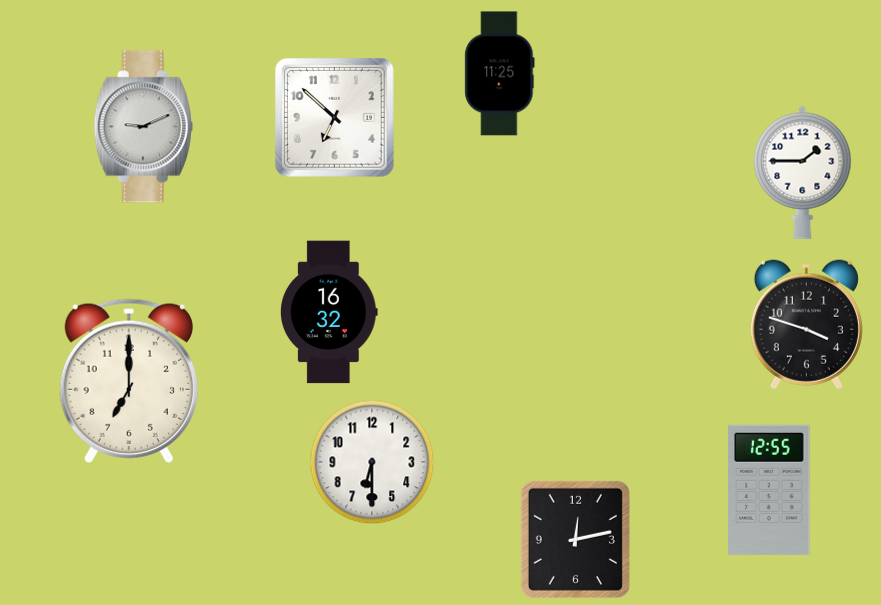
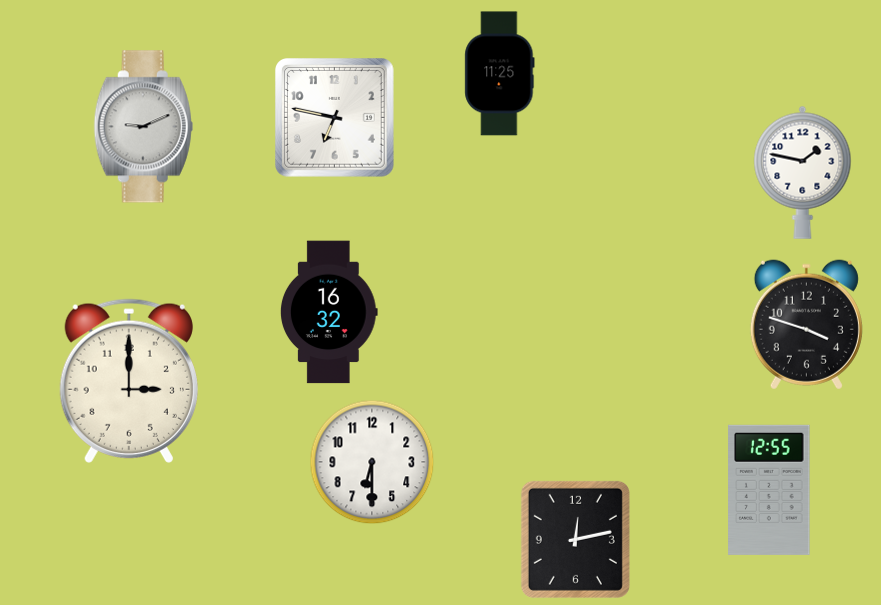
clock at (335, 118): 6:52 -> 6:47
clock at (803, 172): 1:45 -> 1:47
clock at (129, 381): 7:00 -> 3:00
